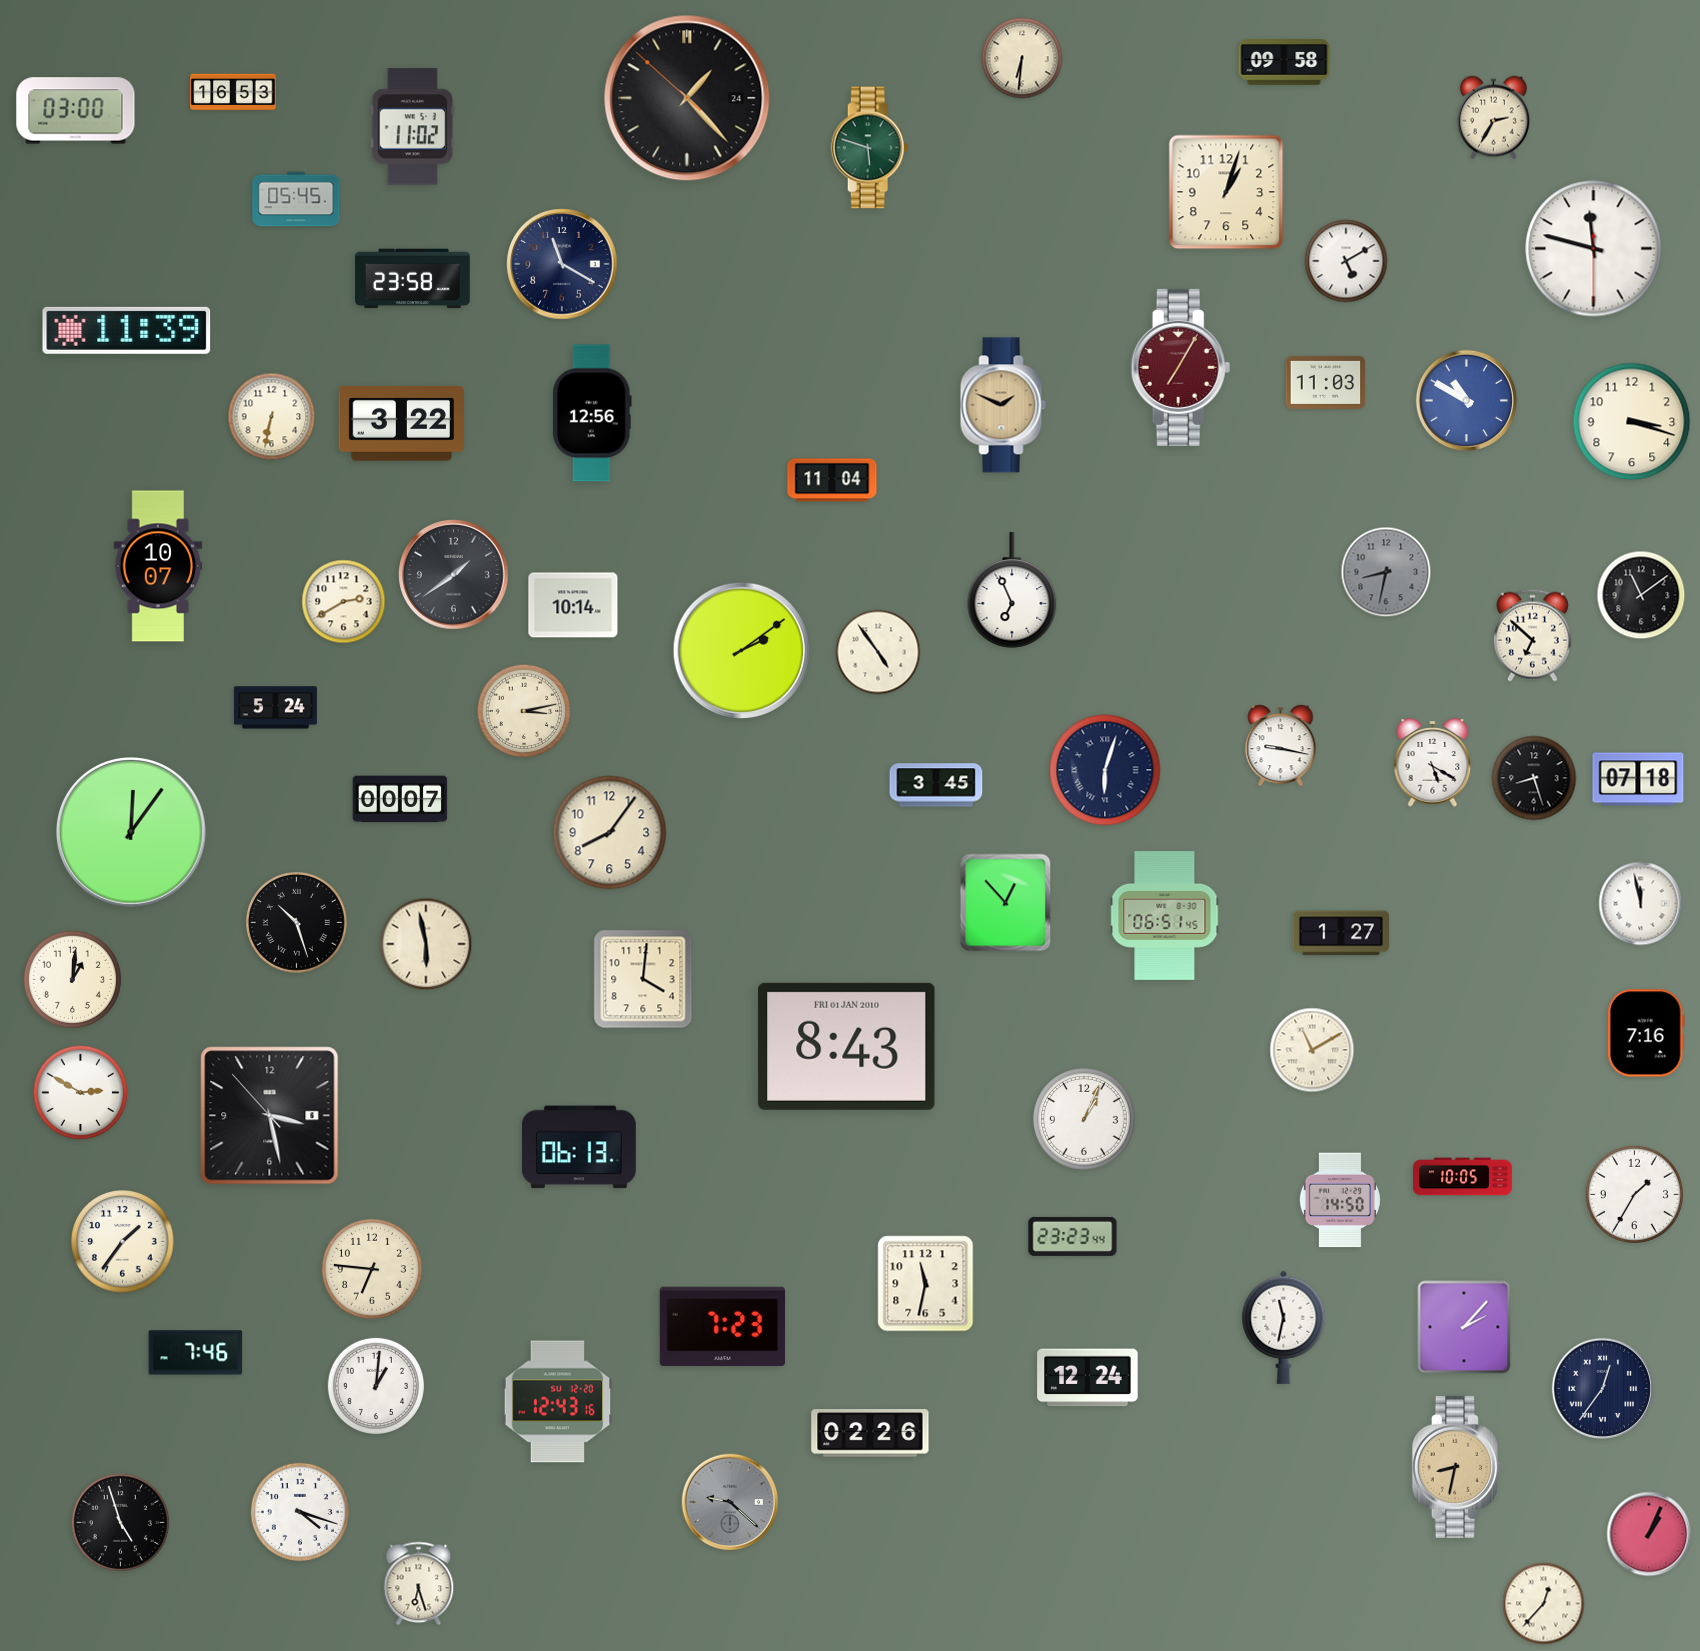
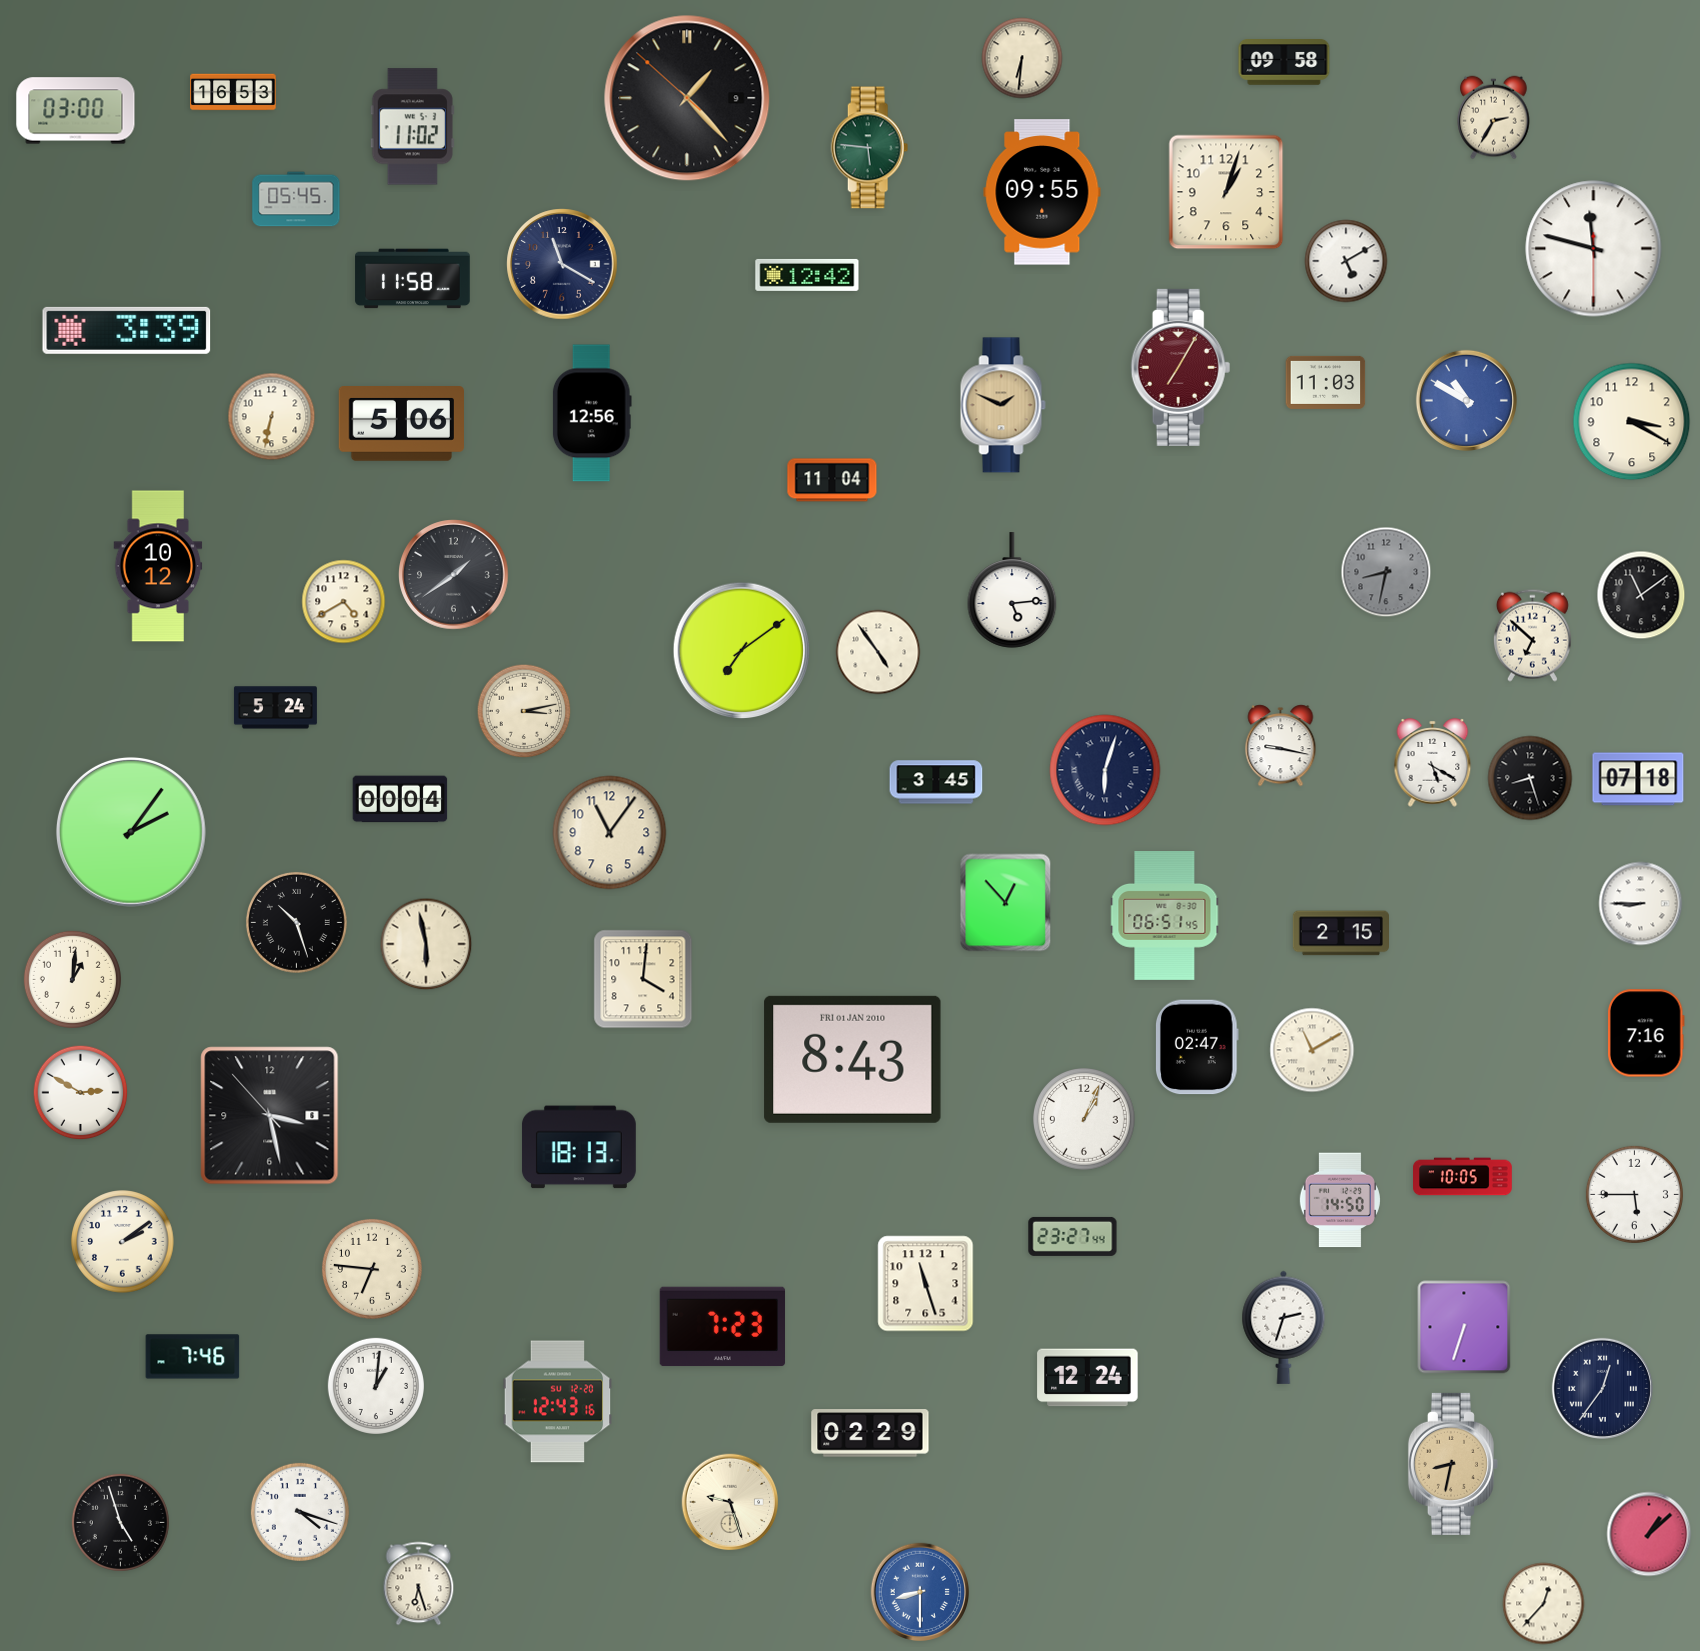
clock at (687, 98) date: 24 -> 9
clock at (870, 148): 5:48 -> 5:46
clock at (1042, 192): none -> 09:55
clock at (807, 275): none -> 12:42
clock at (413, 279): 23:58 -> 11:58
clock at (127, 330): 11:39 -> 3:39
clock at (1632, 422): 3:18 -> 3:20
clock at (401, 424): 3:22 -> 5:06
clock at (158, 566): 10:07 -> 10:12
clock at (1012, 590): 6:56 -> 5:14
clock at (344, 602): 2:40 -> 4:40
clock at (573, 605): 10:14 -> none
clock at (742, 651): 2:09 -> 7:09
clock at (1534, 778) position: (1534, 778) -> (1530, 778)
clock at (936, 785) position: (936, 785) -> (936, 782)
clock at (400, 799): 00:07 -> 00:04
clock at (131, 832): 12:06 -> 2:06
clock at (610, 833): 8:06 -> 11:06
clock at (1641, 904): 11:58 -> 8:45
clock at (1340, 933): 1:27 -> 2:15
clock at (847, 1046) position: (847, 1046) -> (853, 1059)
clock at (1198, 1047): none -> 02:47
clock at (579, 1147): 06:13 -> 18:13
clock at (1634, 1194): 1:35 -> 5:45
clock at (1073, 1236): 23:23 -> 23:27
clock at (123, 1242): 1:36 -> 2:09
clock at (926, 1284): 11:32 -> 11:27
clock at (1284, 1327): 11:32 -> 2:33
clock at (1464, 1327): 2:07 -> 6:33
clock at (196, 1353) position: (196, 1353) -> (193, 1357)
clock at (870, 1433): 02:26 -> 02:29
clock at (1457, 1467) position: (1457, 1467) -> (1453, 1464)
clock at (730, 1502): 9:22 -> 9:27
clock at (730, 1502) dial: grey -> cream
clock at (1649, 1534): 1:04 -> 1:08
clock at (919, 1591): none -> 8:30
